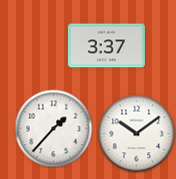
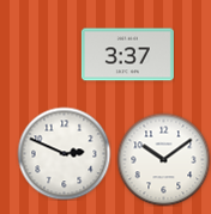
clock at (53, 128): 1:37 -> 2:49
